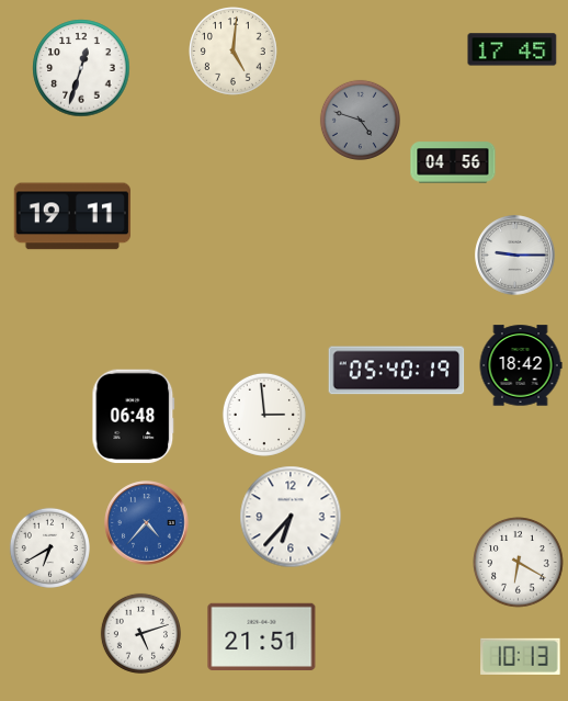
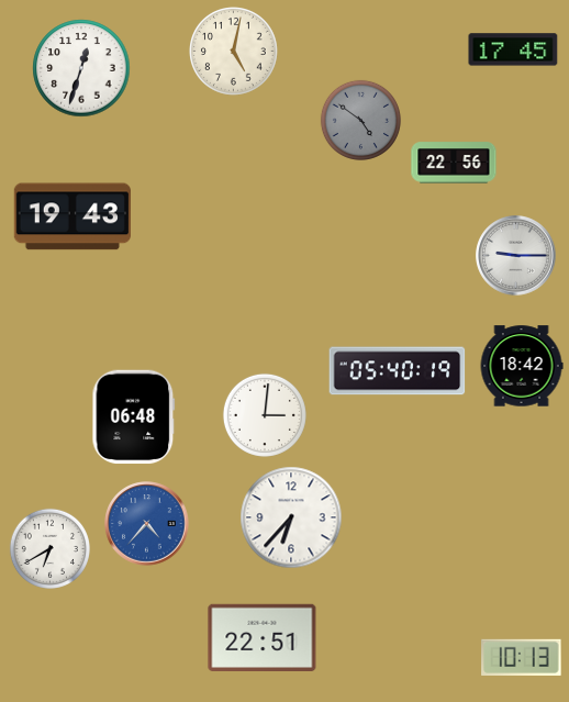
clock at (234, 52): 5:01 -> 5:02
clock at (360, 120): 4:48 -> 4:51
clock at (453, 162): 04:56 -> 22:56
clock at (72, 216): 19:11 -> 19:43
clock at (264, 415): 2:59 -> 3:01
clock at (519, 563): 6:20 -> none
clock at (140, 633): 5:12 -> none
clock at (262, 636): 21:51 -> 22:51
